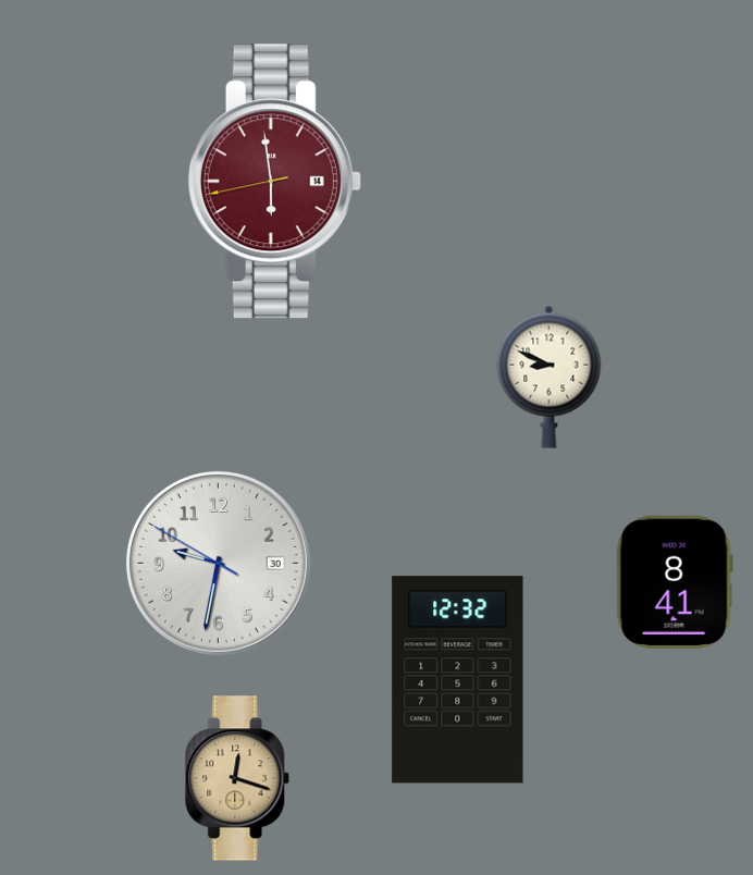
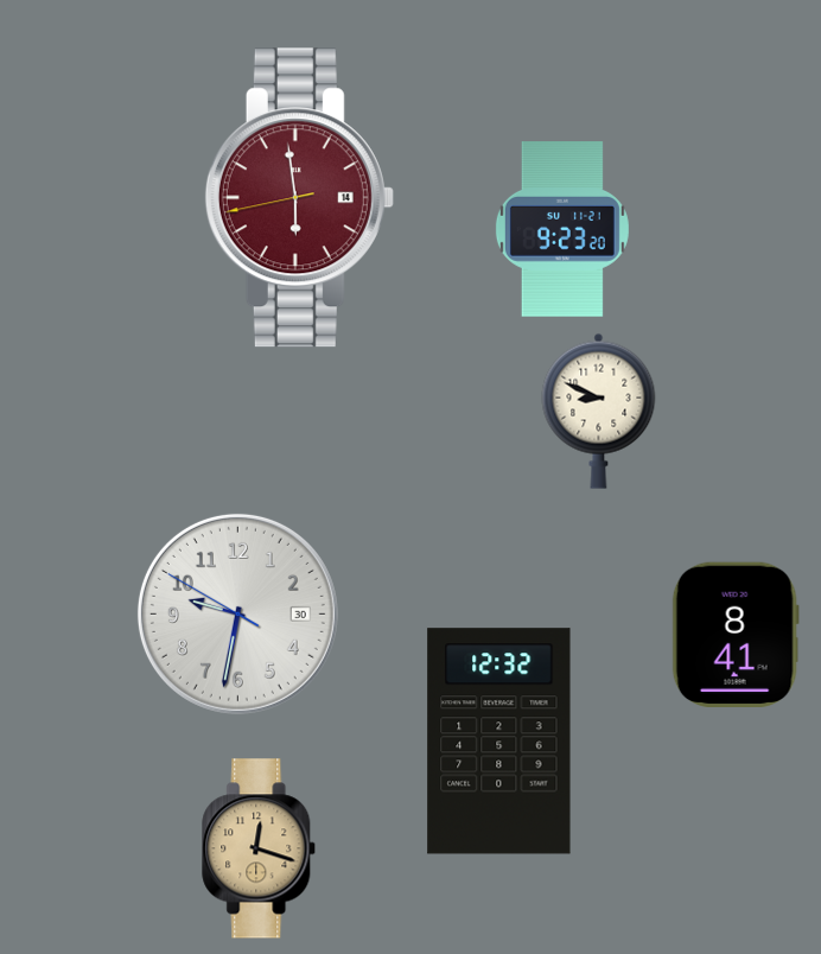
clock at (562, 229): none -> 9:23
